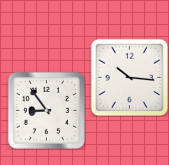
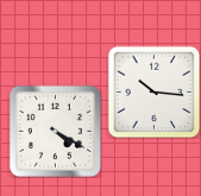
clock at (46, 110): 8:54 -> 4:20
